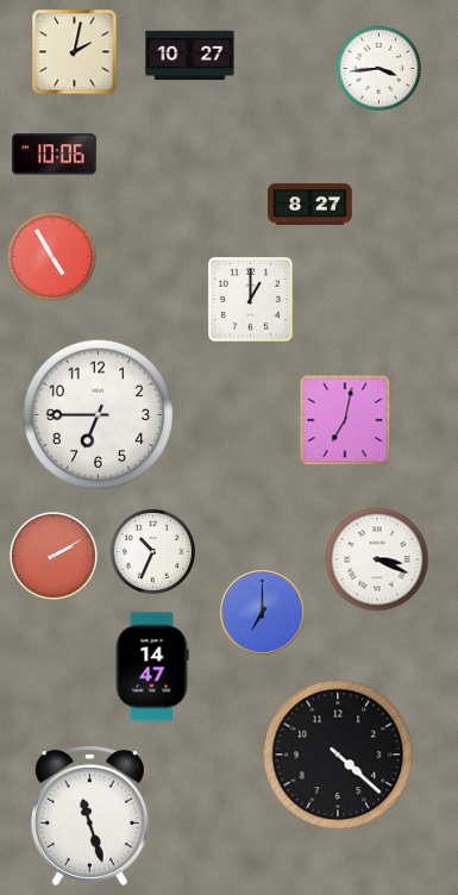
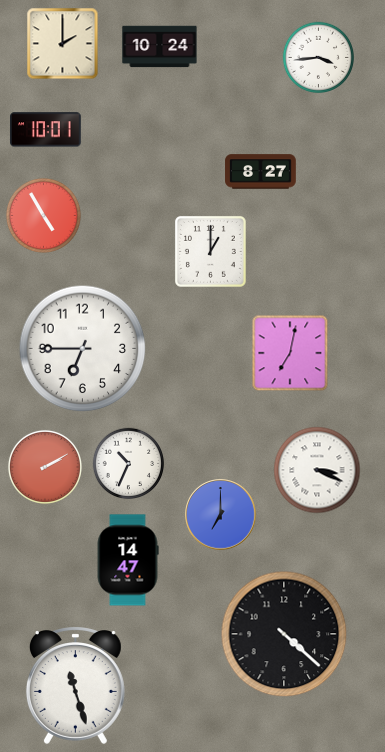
clock at (75, 52): 2:02 -> 2:00
clock at (190, 56): 10:27 -> 10:24
clock at (55, 155): 10:06 -> 10:01
